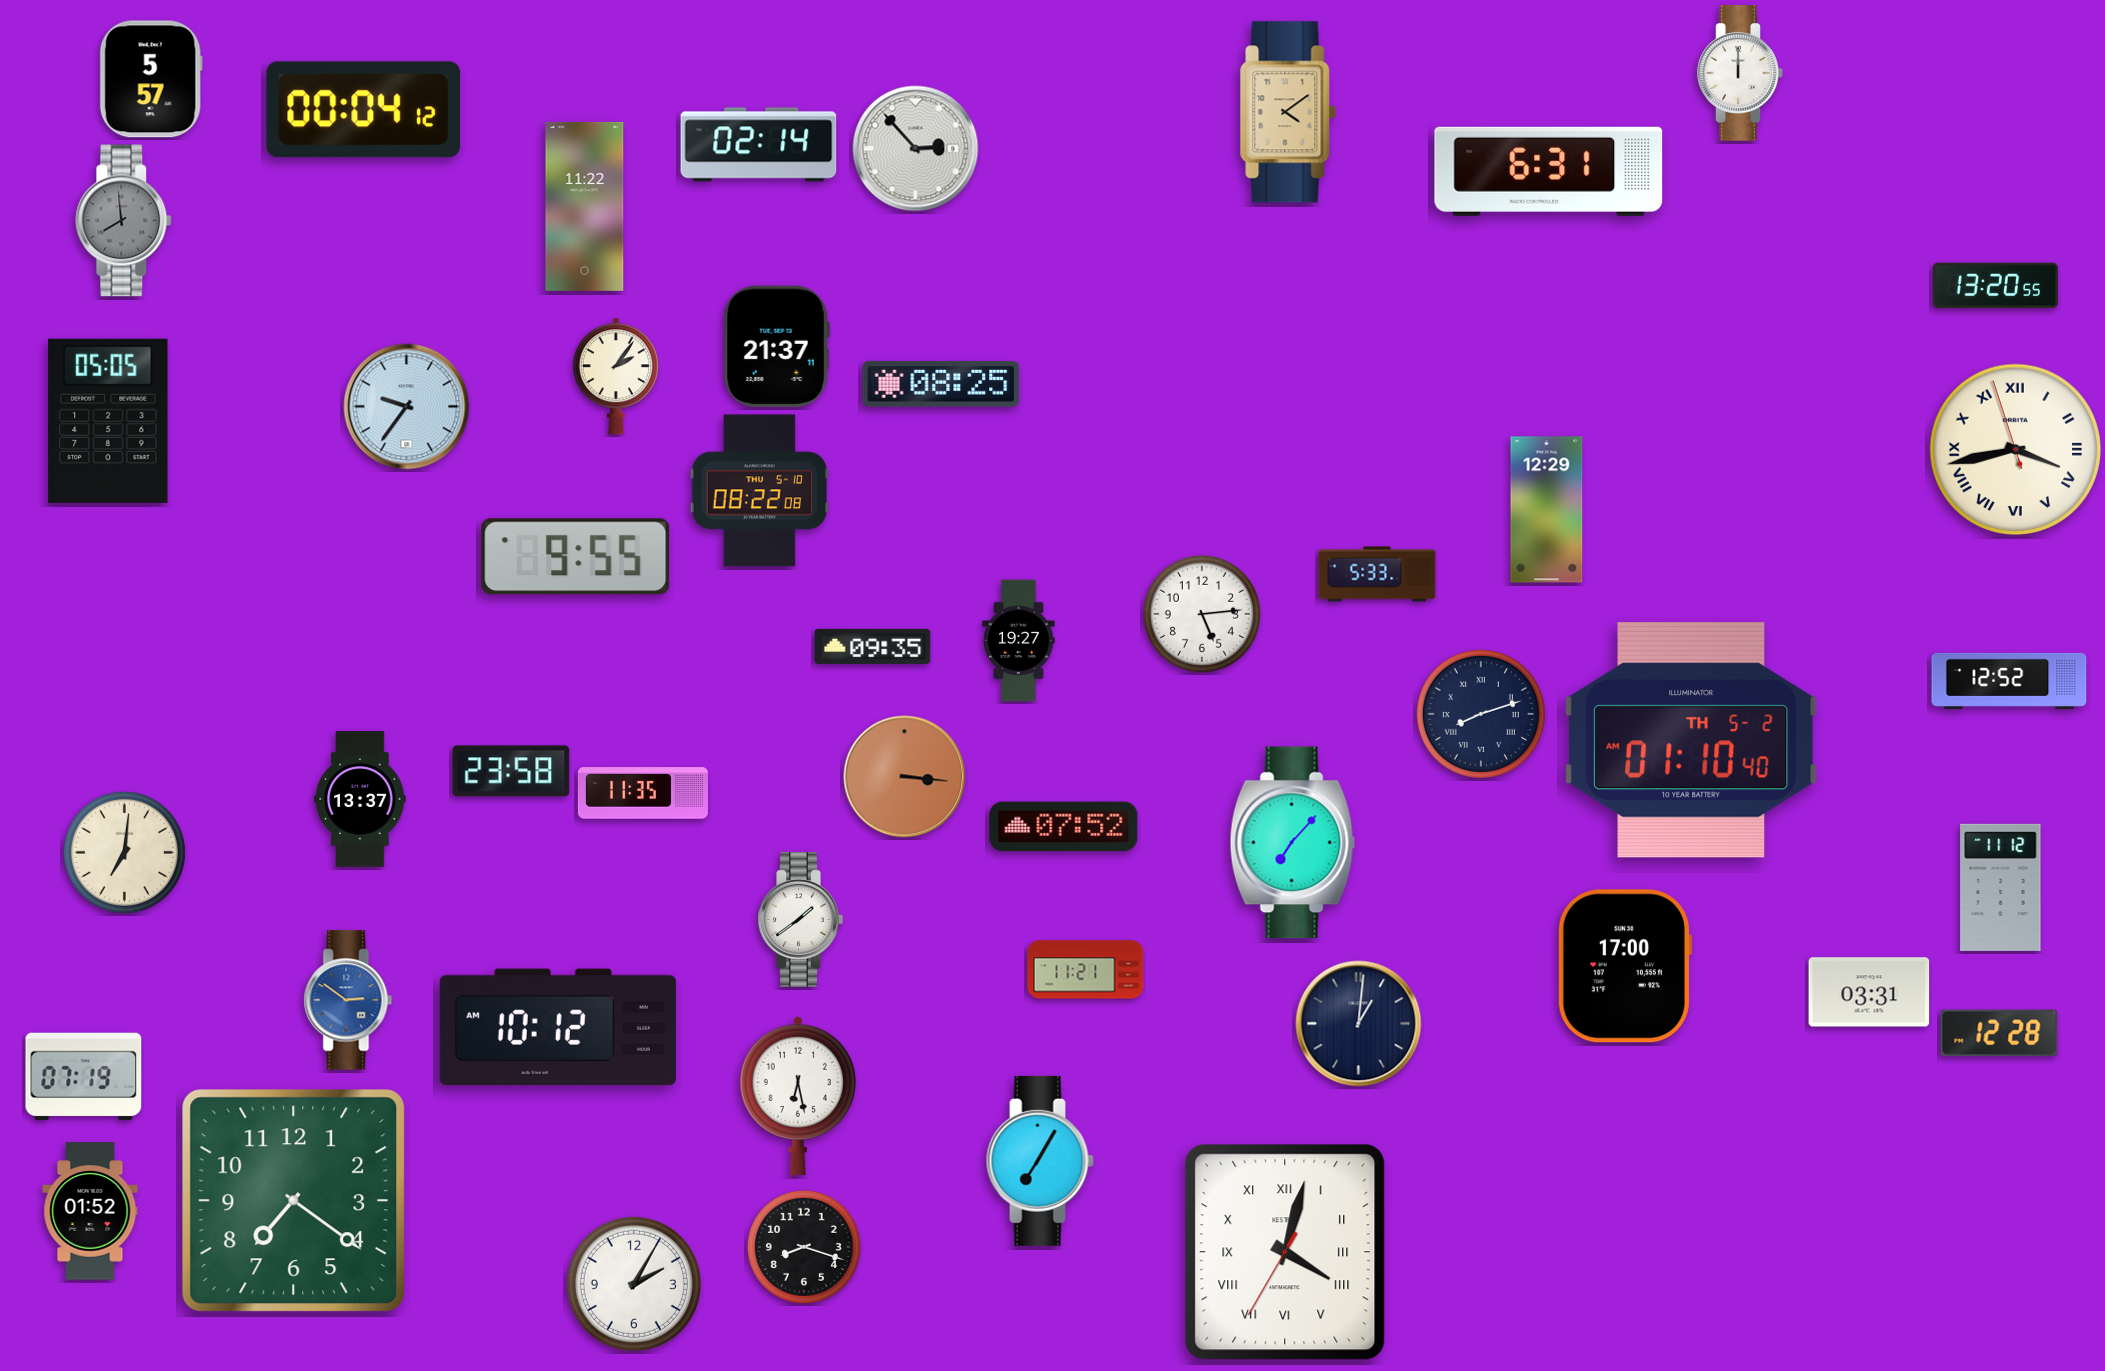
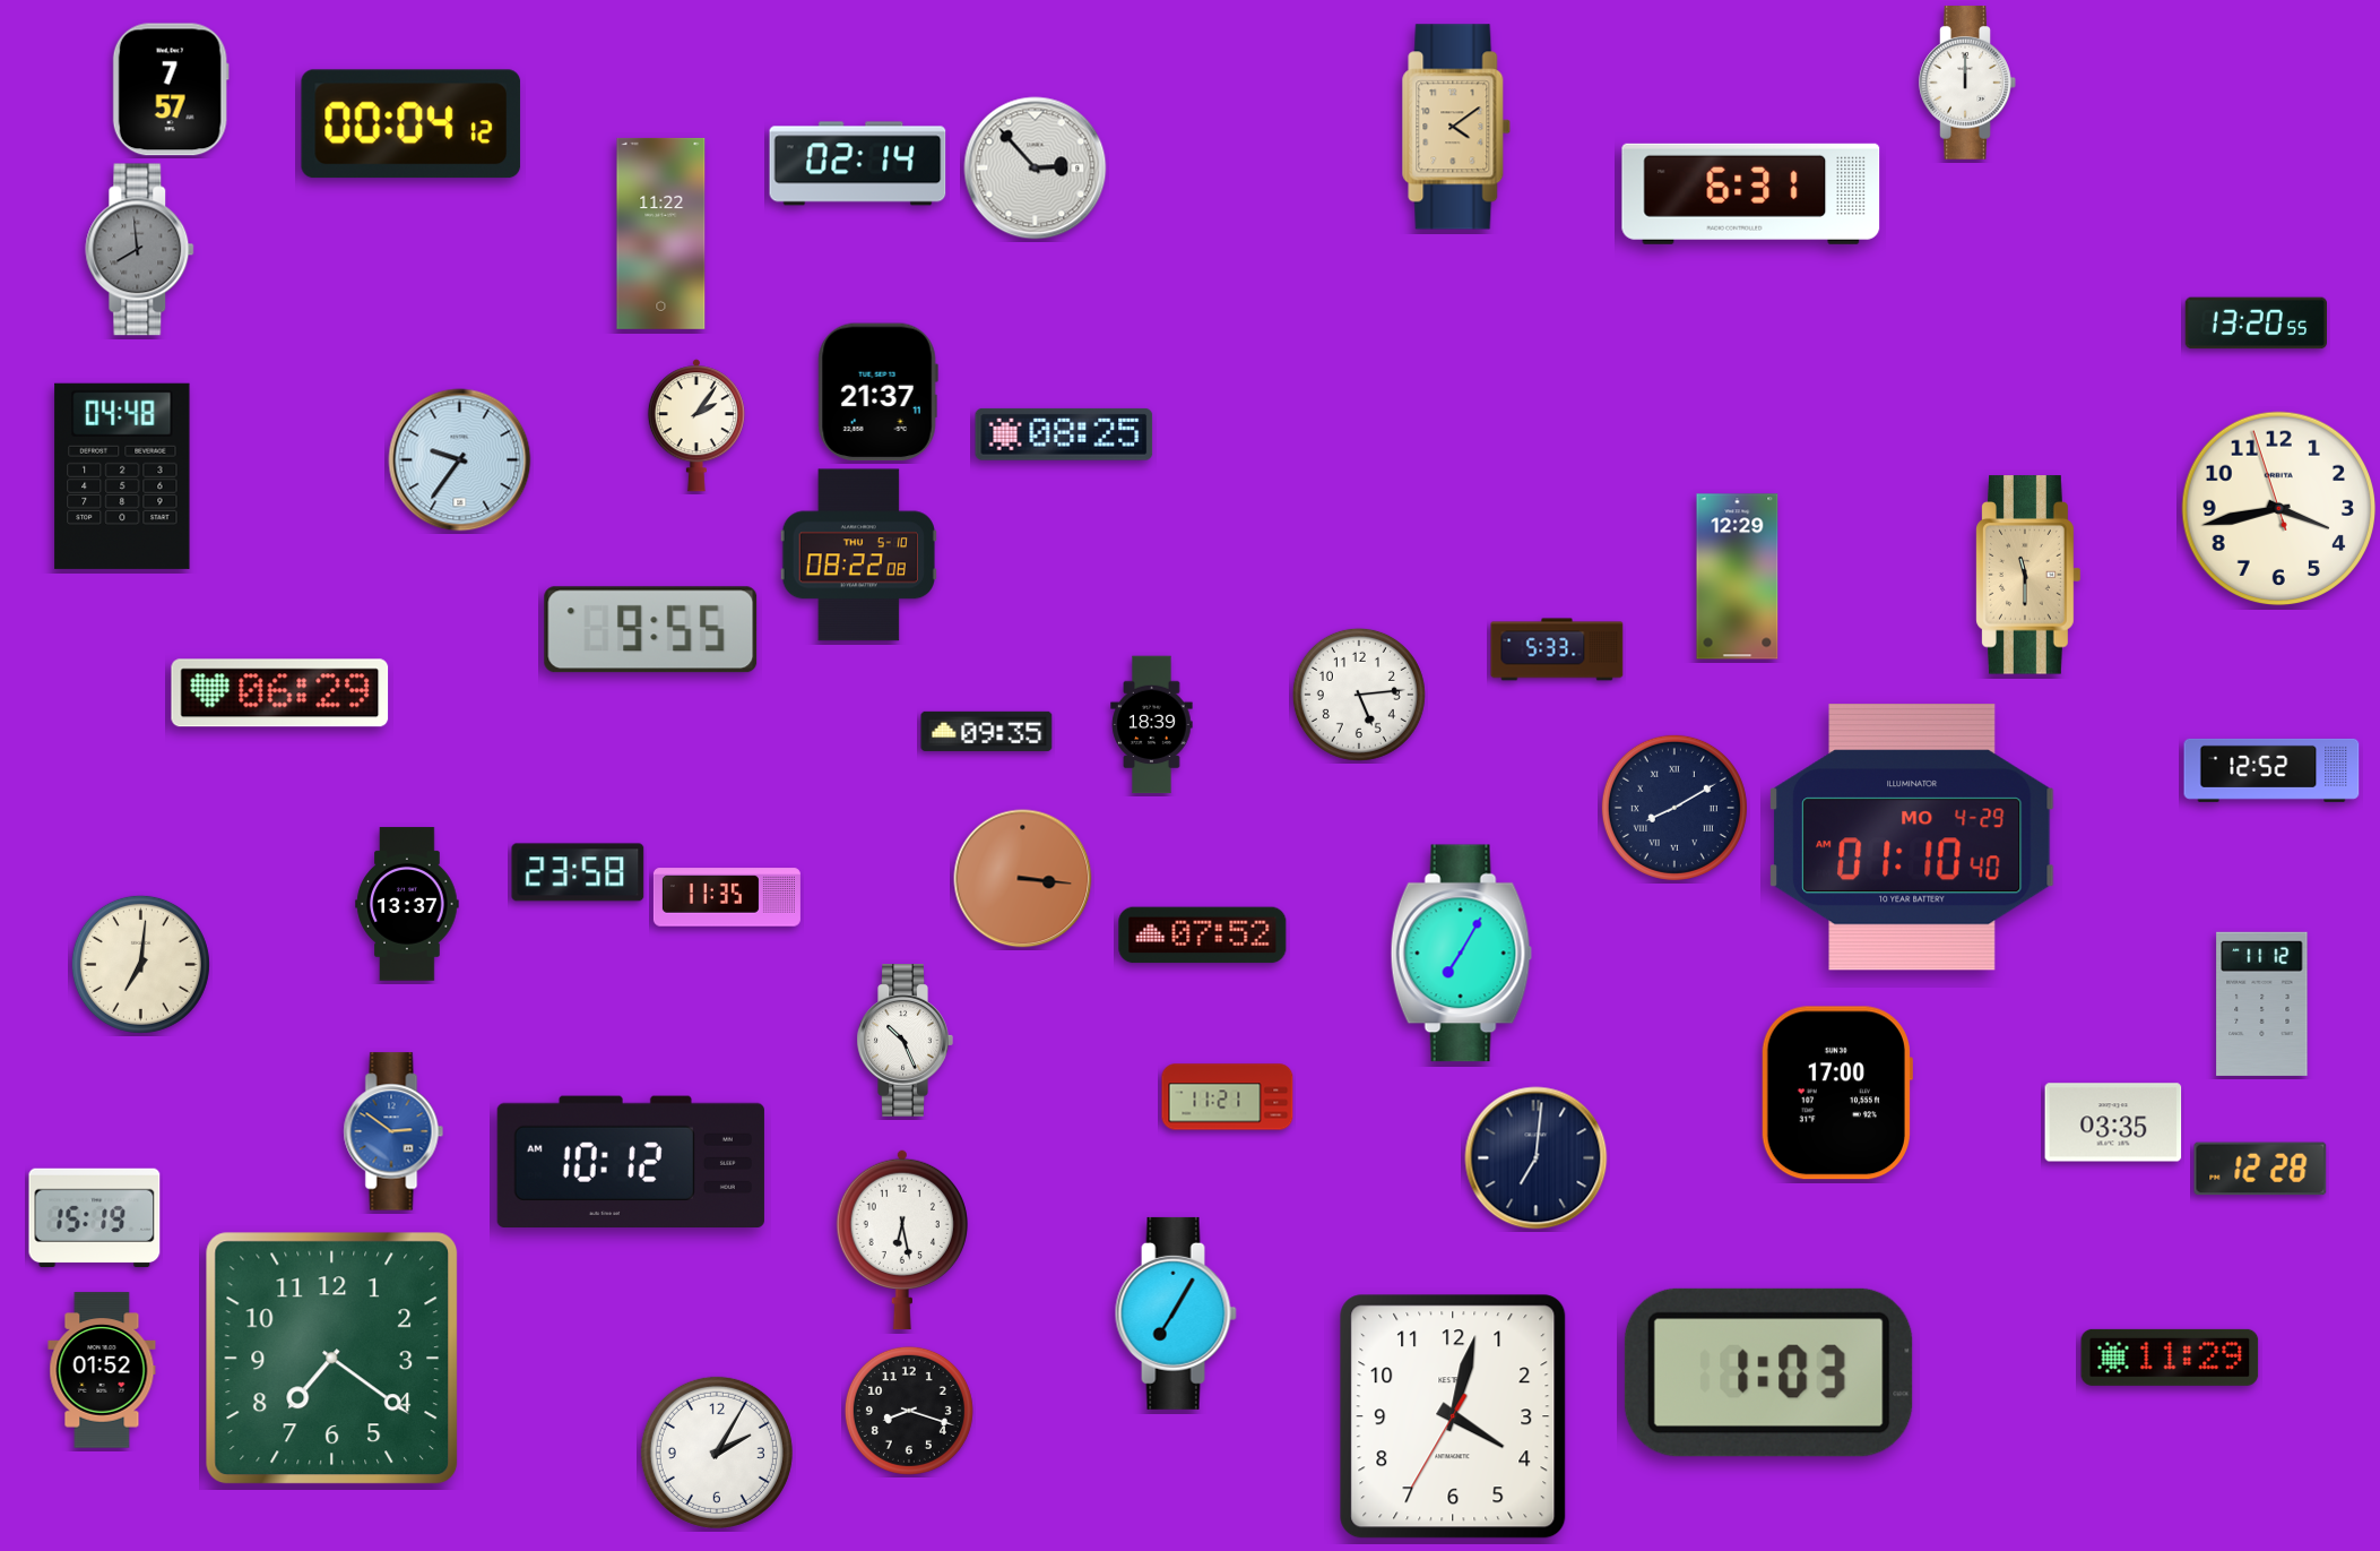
clock at (151, 79): 5:57 -> 7:57
clock at (108, 421): 05:05 -> 04:48
clock at (2016, 450) numerals: Roman -> Arabic
clock at (2028, 575): none -> 11:30
clock at (1547, 510) position: (1547, 510) -> (1738, 577)
clock at (280, 693): none -> 06:29
clock at (1019, 641): 19:27 -> 18:39
clock at (1481, 714): 8:12 -> 8:10
clock at (1692, 740) date: TH 5-2 -> MO 4-29
clock at (1292, 843): 7:07 -> 7:05
clock at (800, 920): 1:39 -> 10:26
clock at (1869, 992): 03:31 -> 03:35
clock at (1359, 1024): 1:01 -> 7:01
clock at (84, 1077): 07:19 -> 15:19
clock at (2170, 1358): none -> 11:29
clock at (1768, 1372): none -> 1:03
clock at (1285, 1252) numerals: Roman -> Arabic
